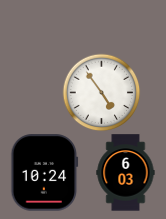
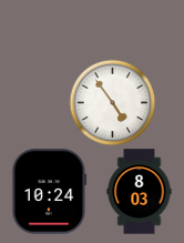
clock at (126, 173): 6:03 -> 8:03
